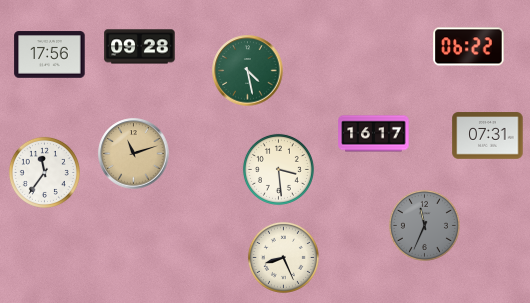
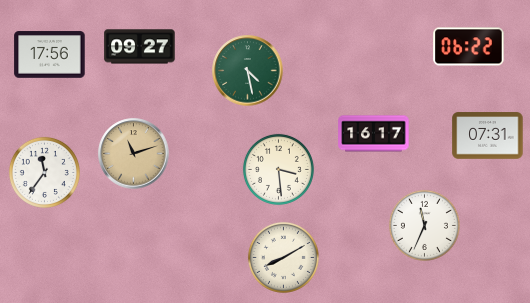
clock at (140, 47): 09:28 -> 09:27
clock at (424, 225) dial: grey -> white
clock at (283, 257): 8:26 -> 8:10
